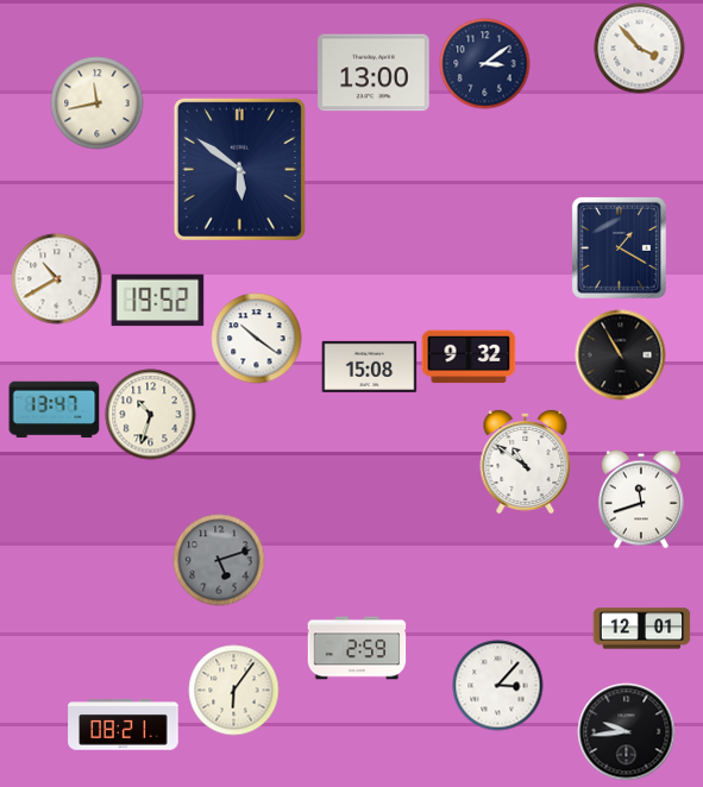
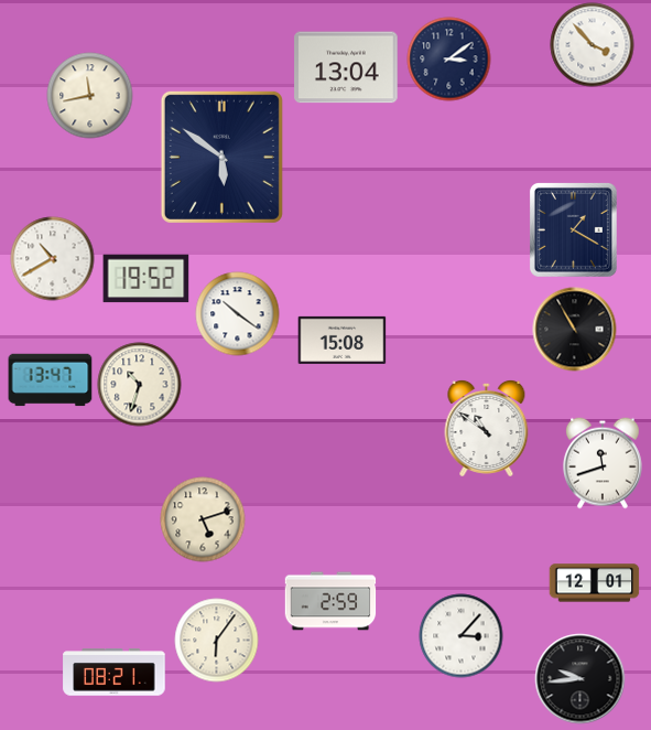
clock at (374, 73): 13:00 -> 13:04
clock at (469, 357): 9:32 -> none
clock at (641, 499) position: (641, 499) -> (603, 463)
clock at (219, 560) dial: grey -> cream
